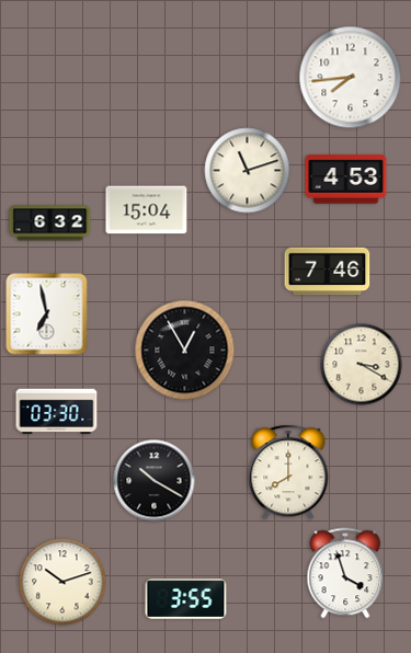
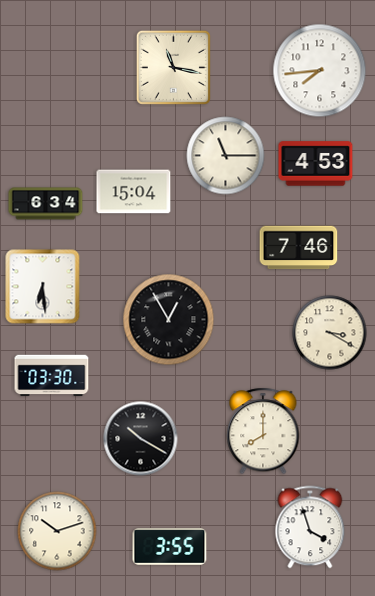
clock at (173, 67): none -> 11:17
clock at (248, 171): 11:12 -> 11:15
clock at (50, 224): 6:32 -> 6:34
clock at (47, 314): 6:58 -> 6:29
clock at (345, 573) position: (345, 573) -> (310, 527)
